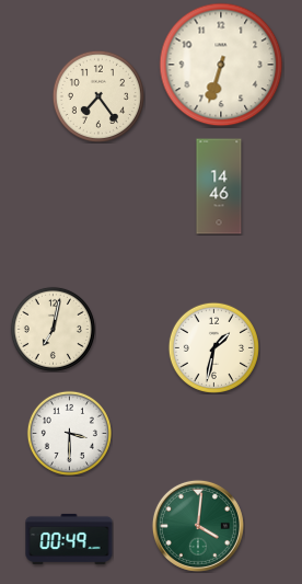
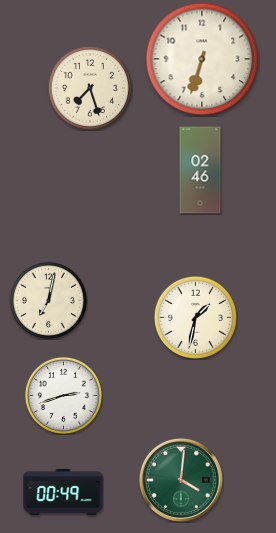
clock at (97, 95): 7:24 -> 7:27
clock at (219, 186): 14:46 -> 02:46
clock at (69, 433): 3:30 -> 2:42
